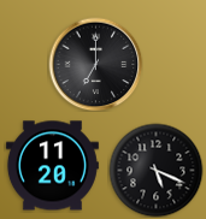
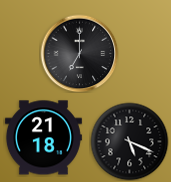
clock at (52, 166): 11:20 -> 21:18
